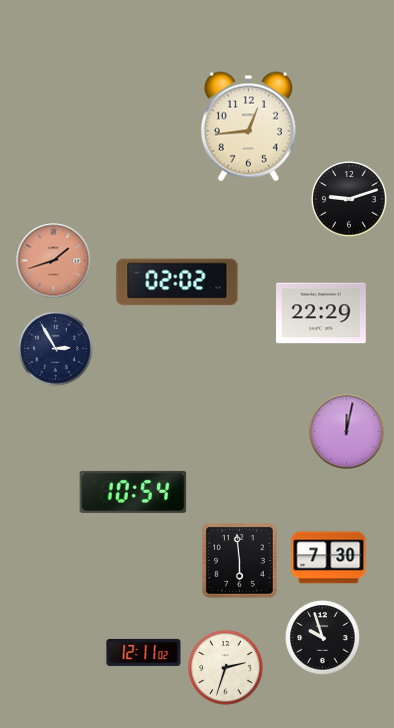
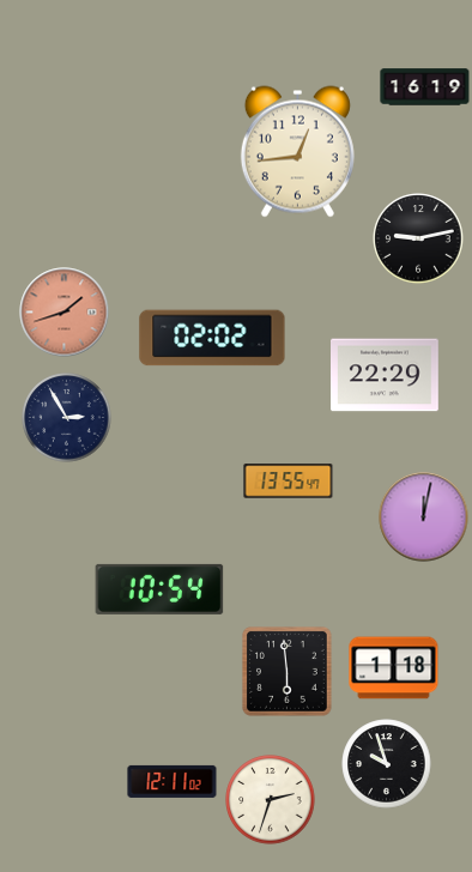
clock at (425, 87): none -> 16:19
clock at (349, 199): 9:12 -> 9:13
clock at (289, 482): none -> 13:55
clock at (347, 432) position: (347, 432) -> (424, 517)
clock at (329, 558): 7:30 -> 1:18
